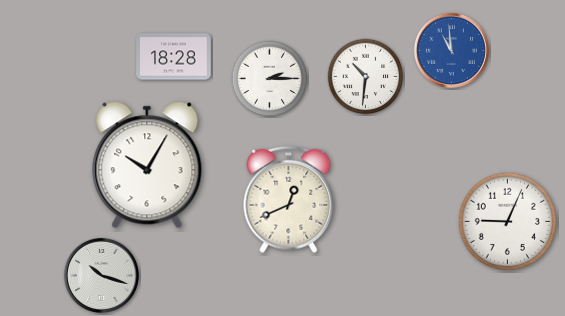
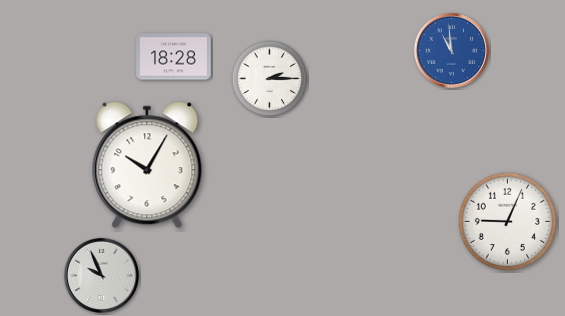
clock at (366, 77): 10:31 -> none
clock at (289, 200): 12:41 -> none
clock at (101, 275): 10:18 -> 9:56
